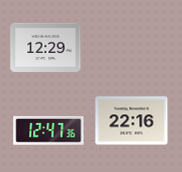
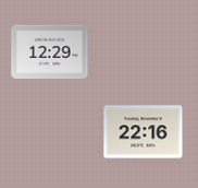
clock at (49, 131): 12:47 -> none
